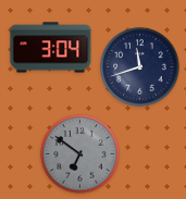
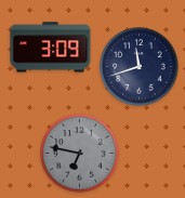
clock at (51, 48): 3:04 -> 3:09
clock at (80, 154): 6:51 -> 6:47
